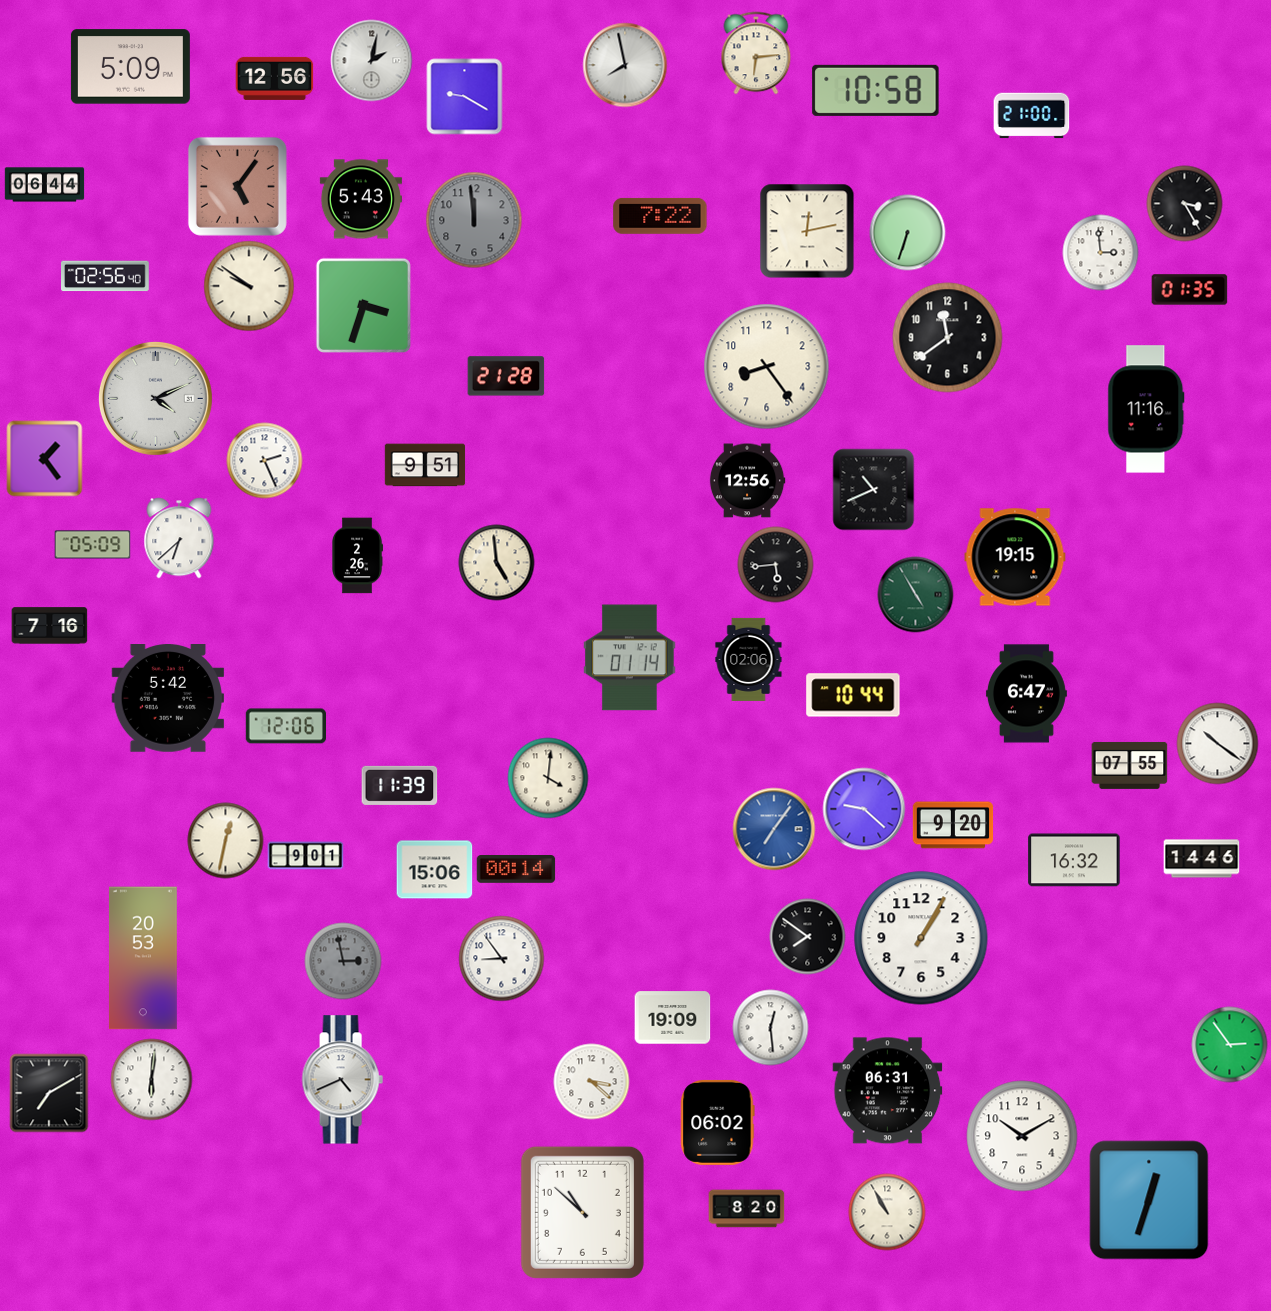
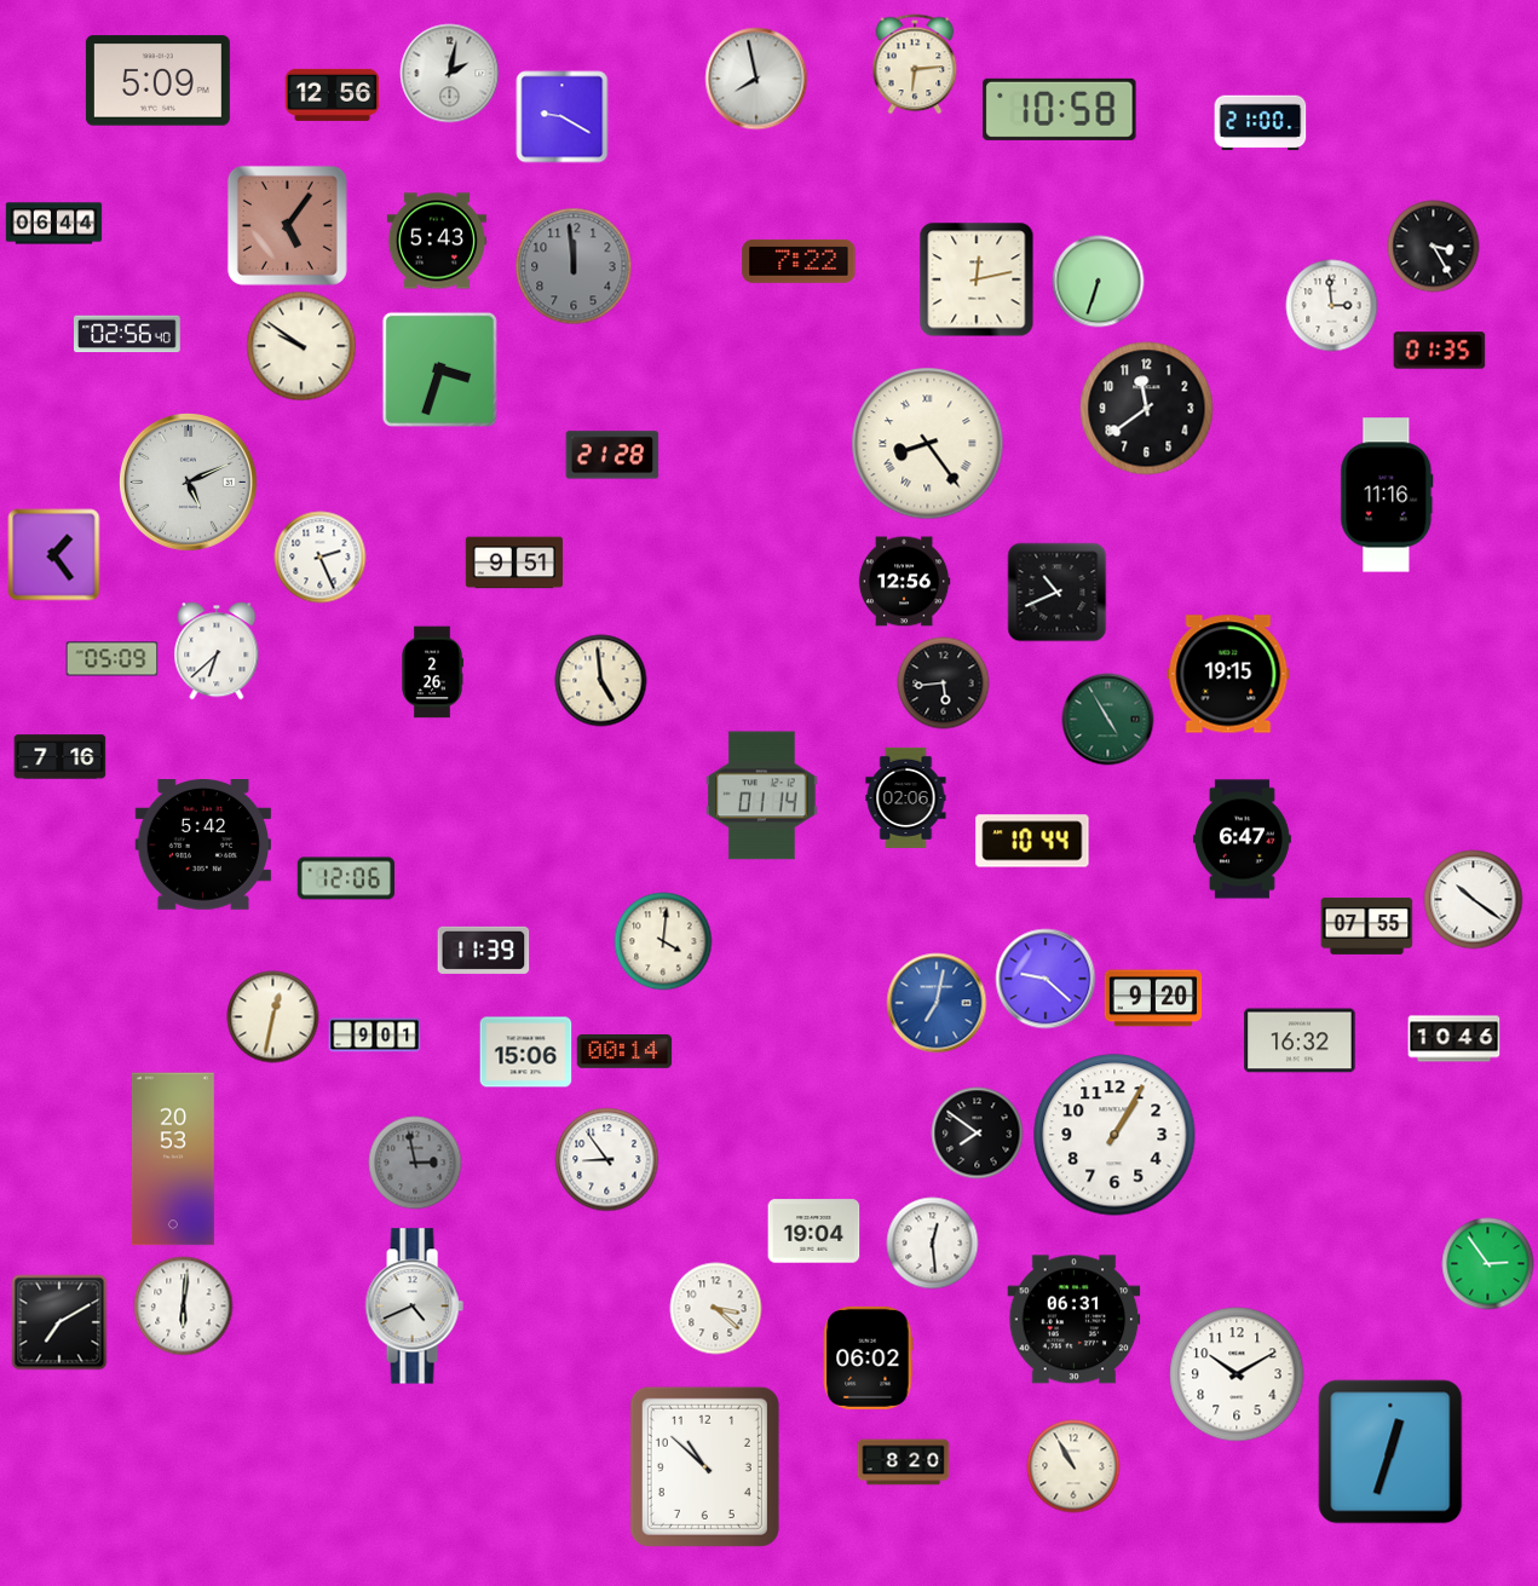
clock at (1032, 116) position: (1032, 116) -> (1261, 123)
clock at (767, 367) numerals: Arabic -> Roman
clock at (155, 398): 4:11 -> 5:11
clock at (776, 565) position: (776, 565) -> (944, 684)
clock at (774, 829): 7:06 -> 7:02
clock at (306, 856) position: (306, 856) -> (375, 1036)
clock at (1202, 859): 14:46 -> 10:46
clock at (673, 1018): 19:09 -> 19:04
